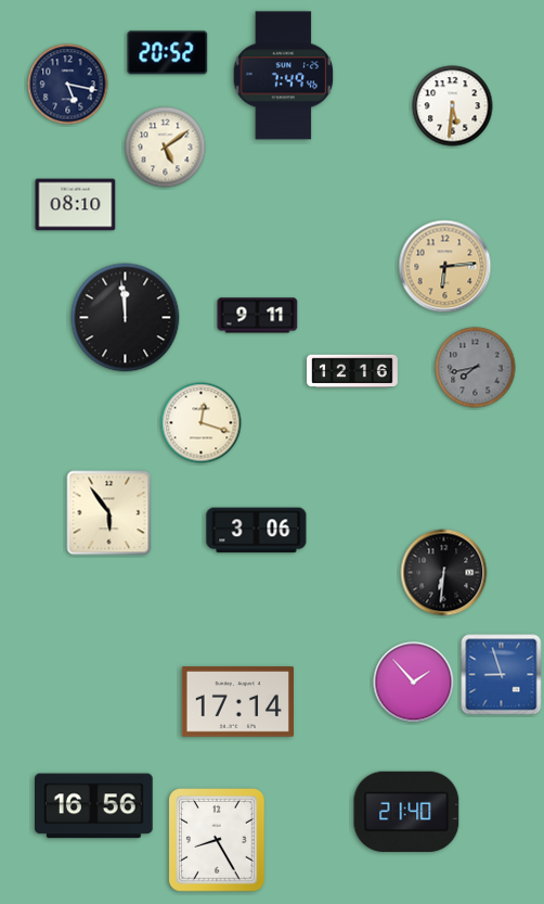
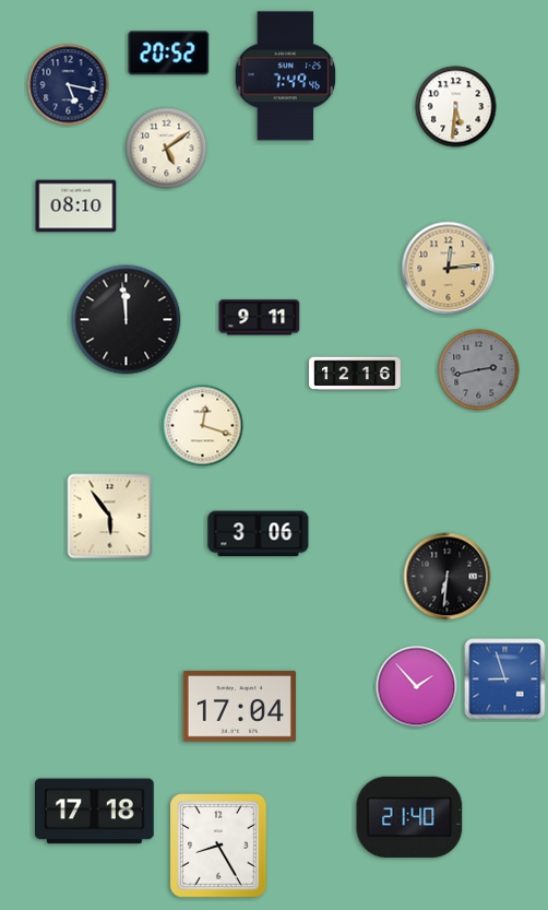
clock at (445, 267): 6:14 -> 12:14
clock at (476, 368): 7:43 -> 2:43
clock at (237, 702): 17:14 -> 17:04
clock at (94, 806): 16:56 -> 17:18
